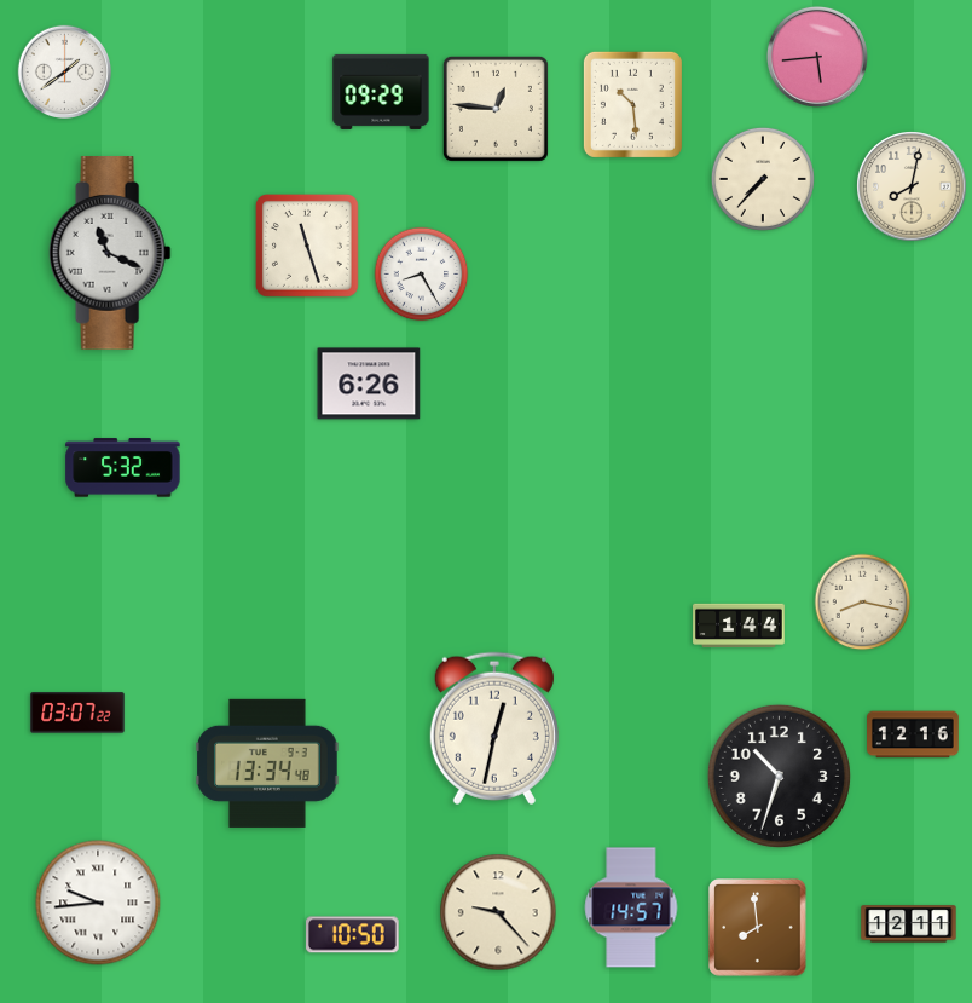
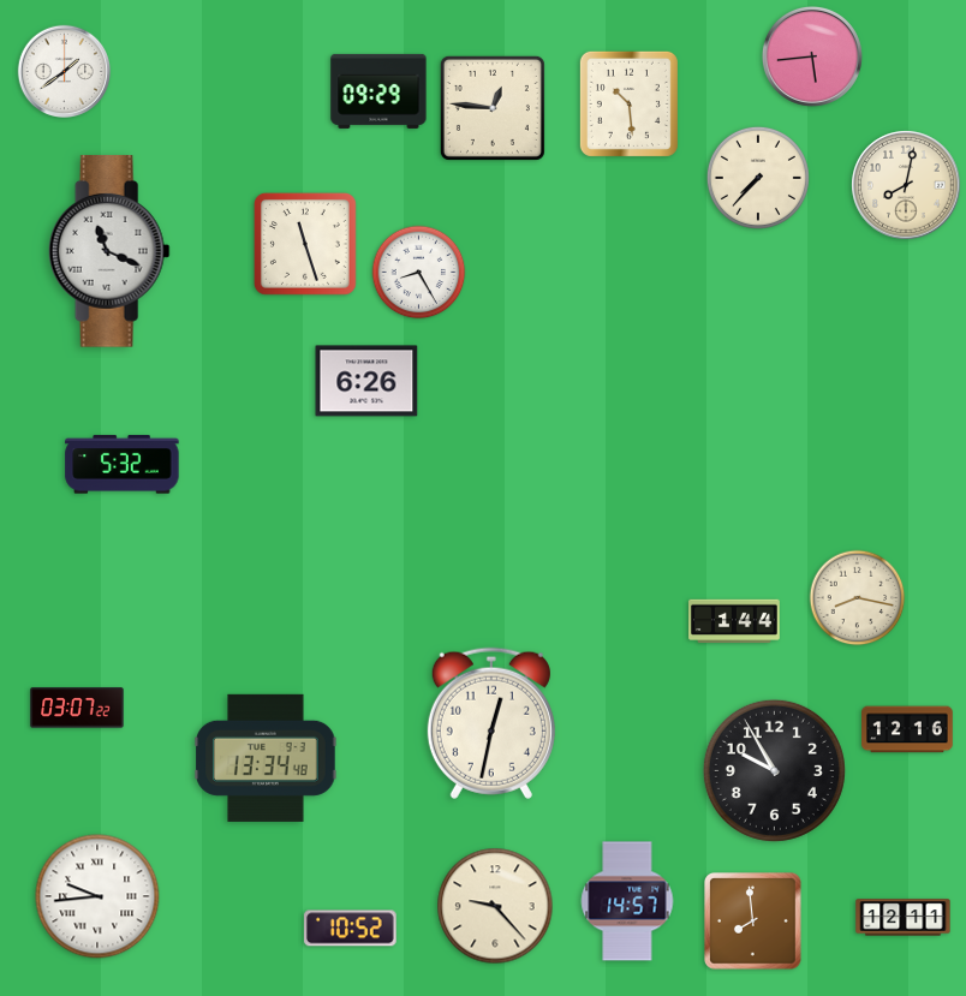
clock at (779, 776): 10:33 -> 9:55
clock at (353, 935): 10:50 -> 10:52
